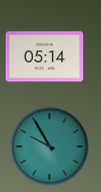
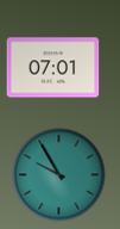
clock at (44, 57): 05:14 -> 07:01
